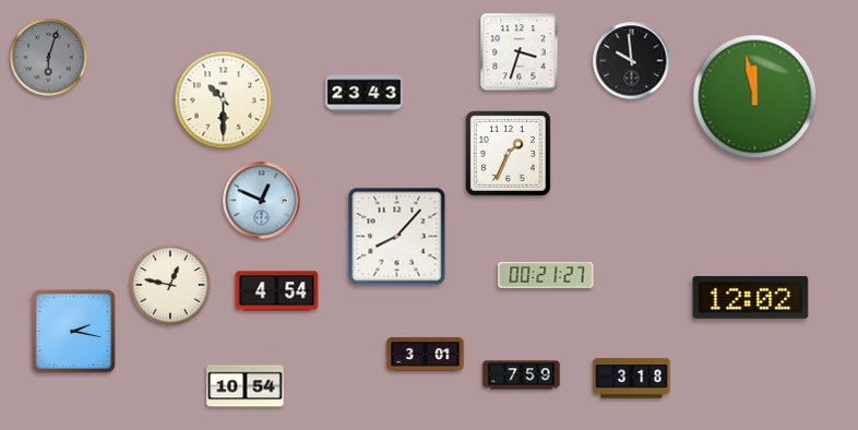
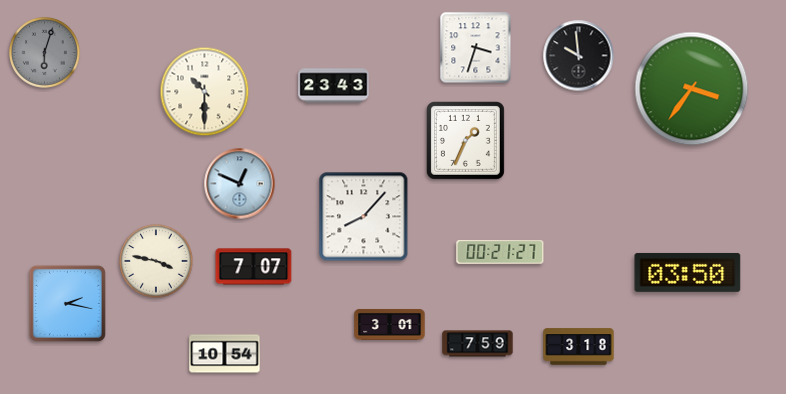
clock at (755, 97): 11:58 -> 3:36
clock at (170, 285): 12:47 -> 3:47
clock at (277, 291): 4:54 -> 7:07
clock at (751, 297): 12:02 -> 03:50
